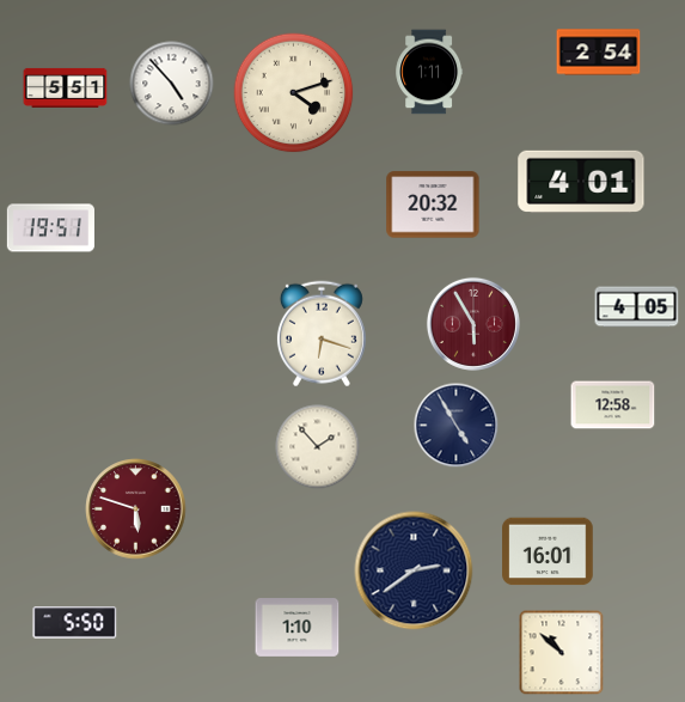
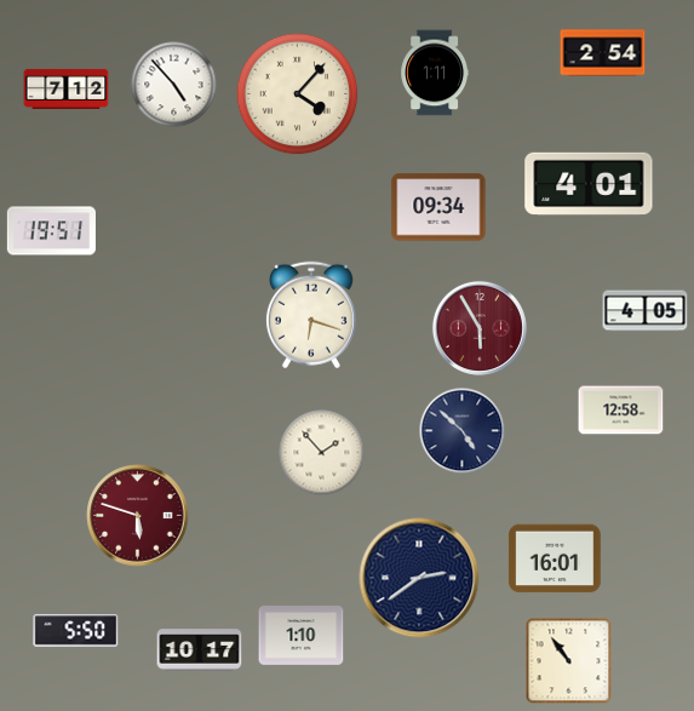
clock at (599, 53) position: (599, 53) -> (603, 53)
clock at (66, 87): 5:51 -> 7:12
clock at (294, 93): 4:12 -> 4:07
clock at (433, 205): 20:32 -> 09:34
clock at (322, 334) position: (322, 334) -> (311, 315)
clock at (457, 426): 4:55 -> 4:52
clock at (200, 650): none -> 10:17
clock at (562, 653): 10:52 -> 10:54
